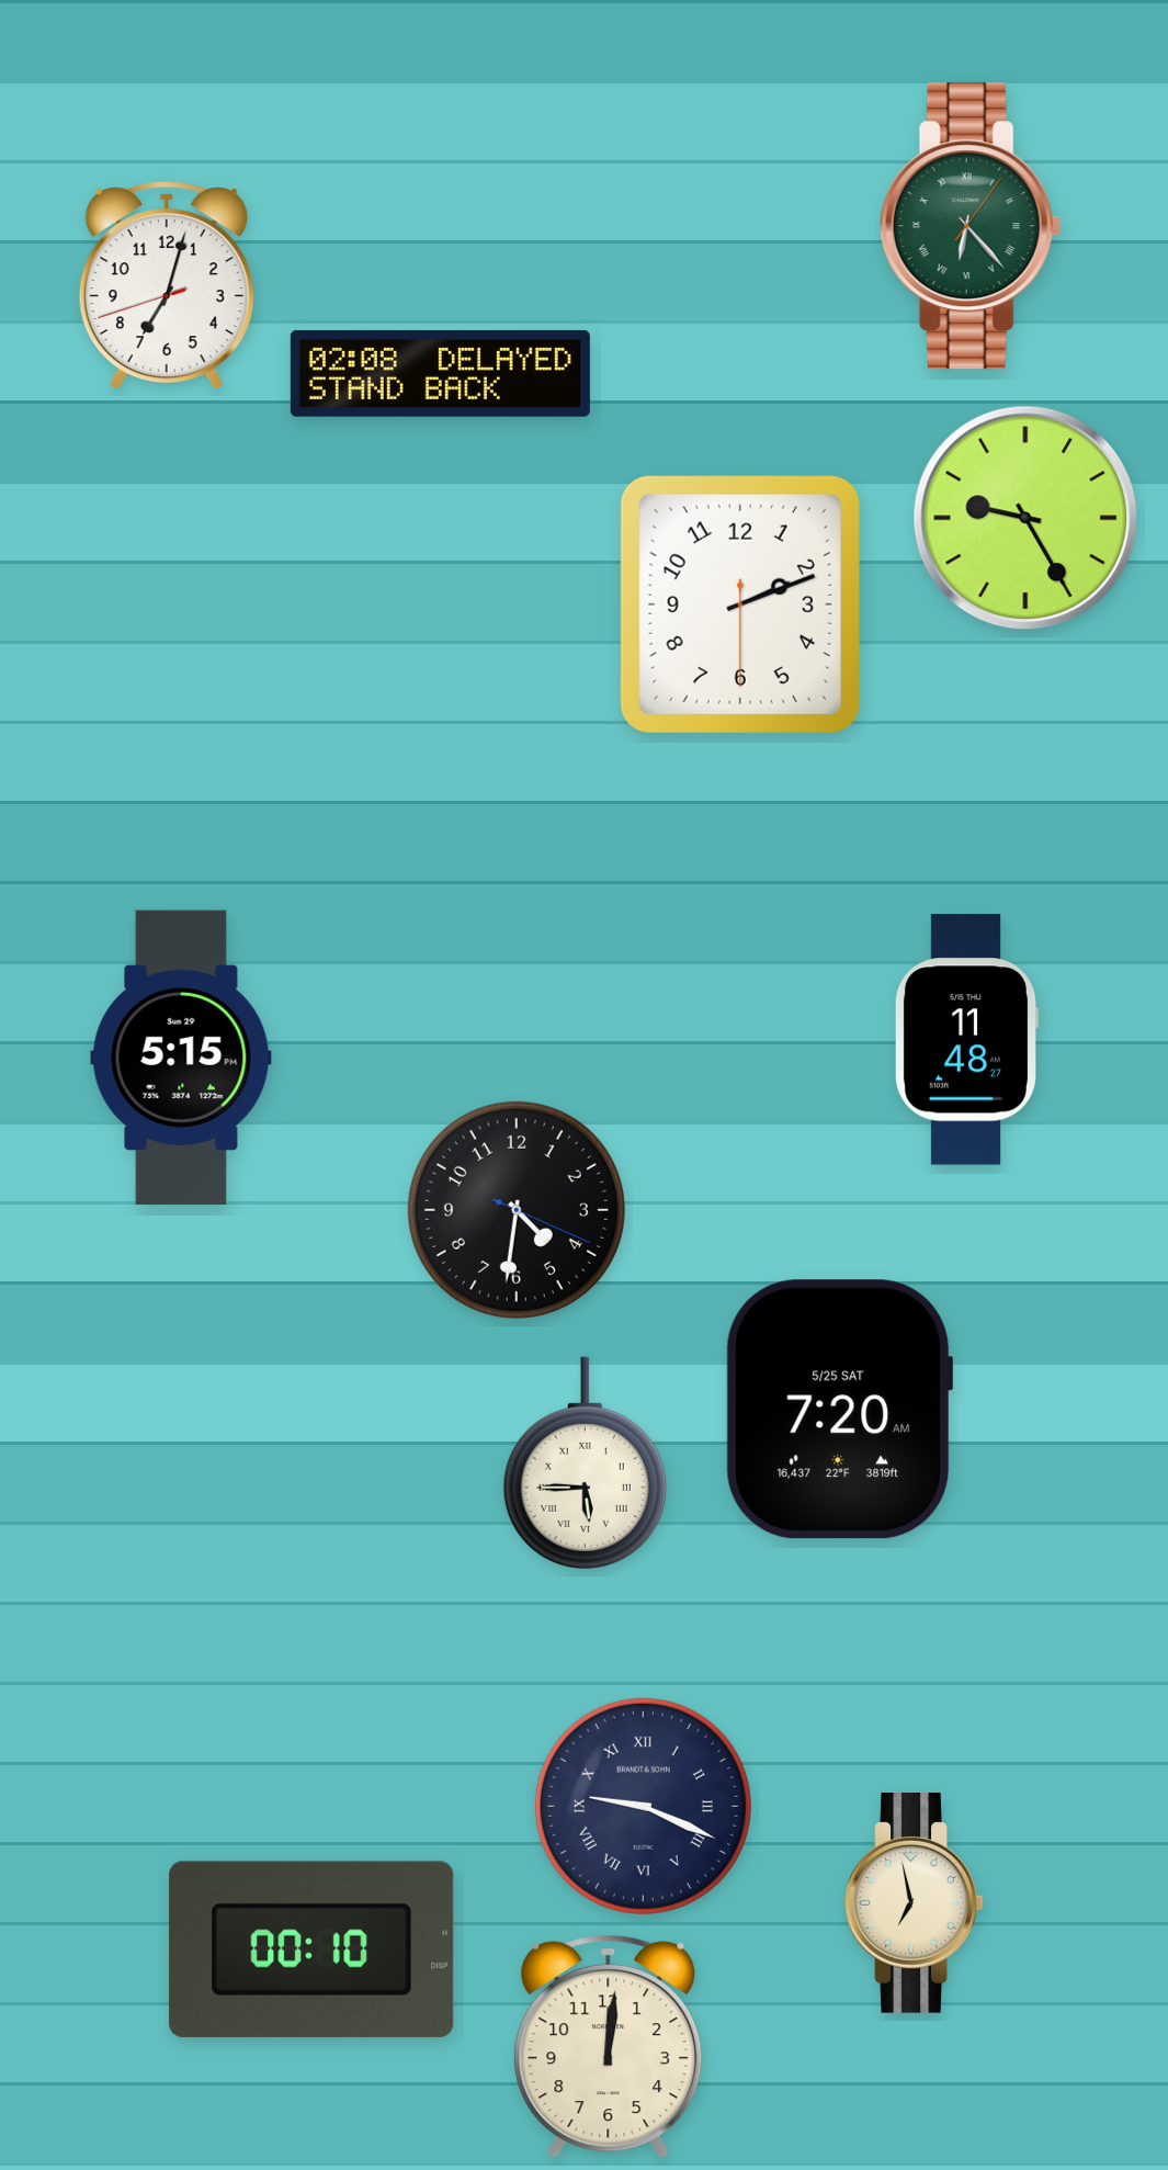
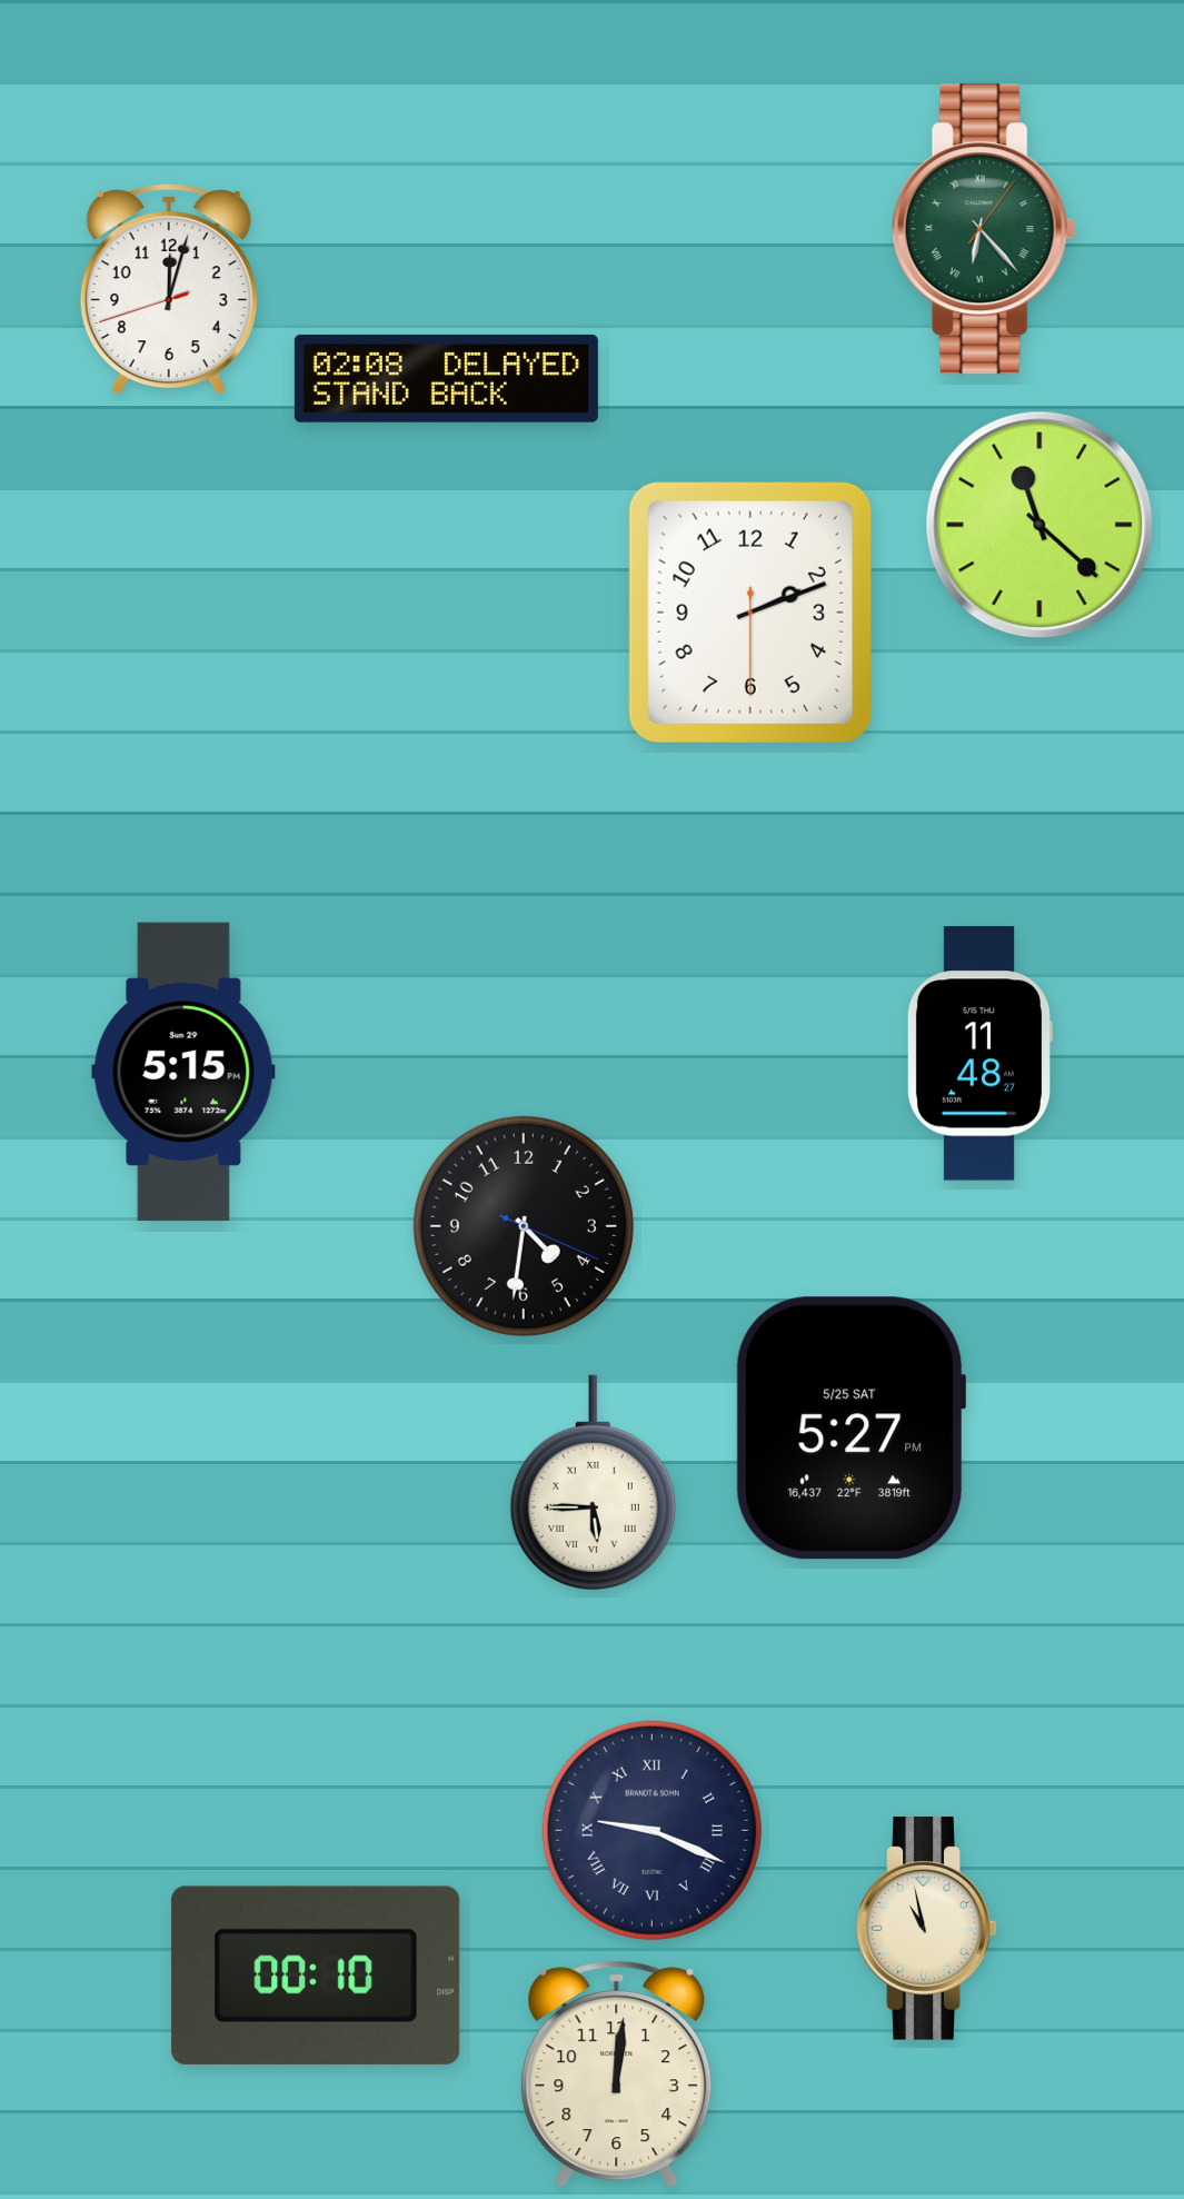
clock at (167, 285): 7:02 -> 12:02
clock at (1025, 518): 9:25 -> 11:22
clock at (839, 1410): 7:20 -> 5:27
clock at (915, 1903): 6:58 -> 10:58
